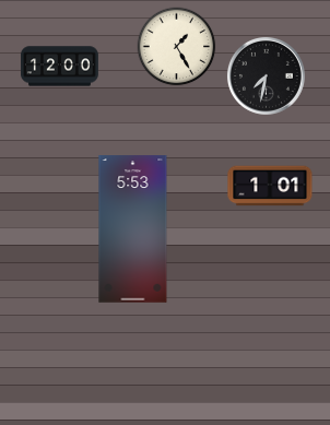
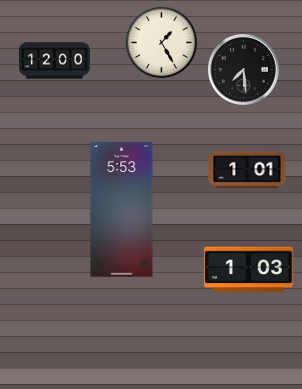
clock at (266, 75): 7:32 -> 7:29
clock at (249, 270): none -> 1:03
